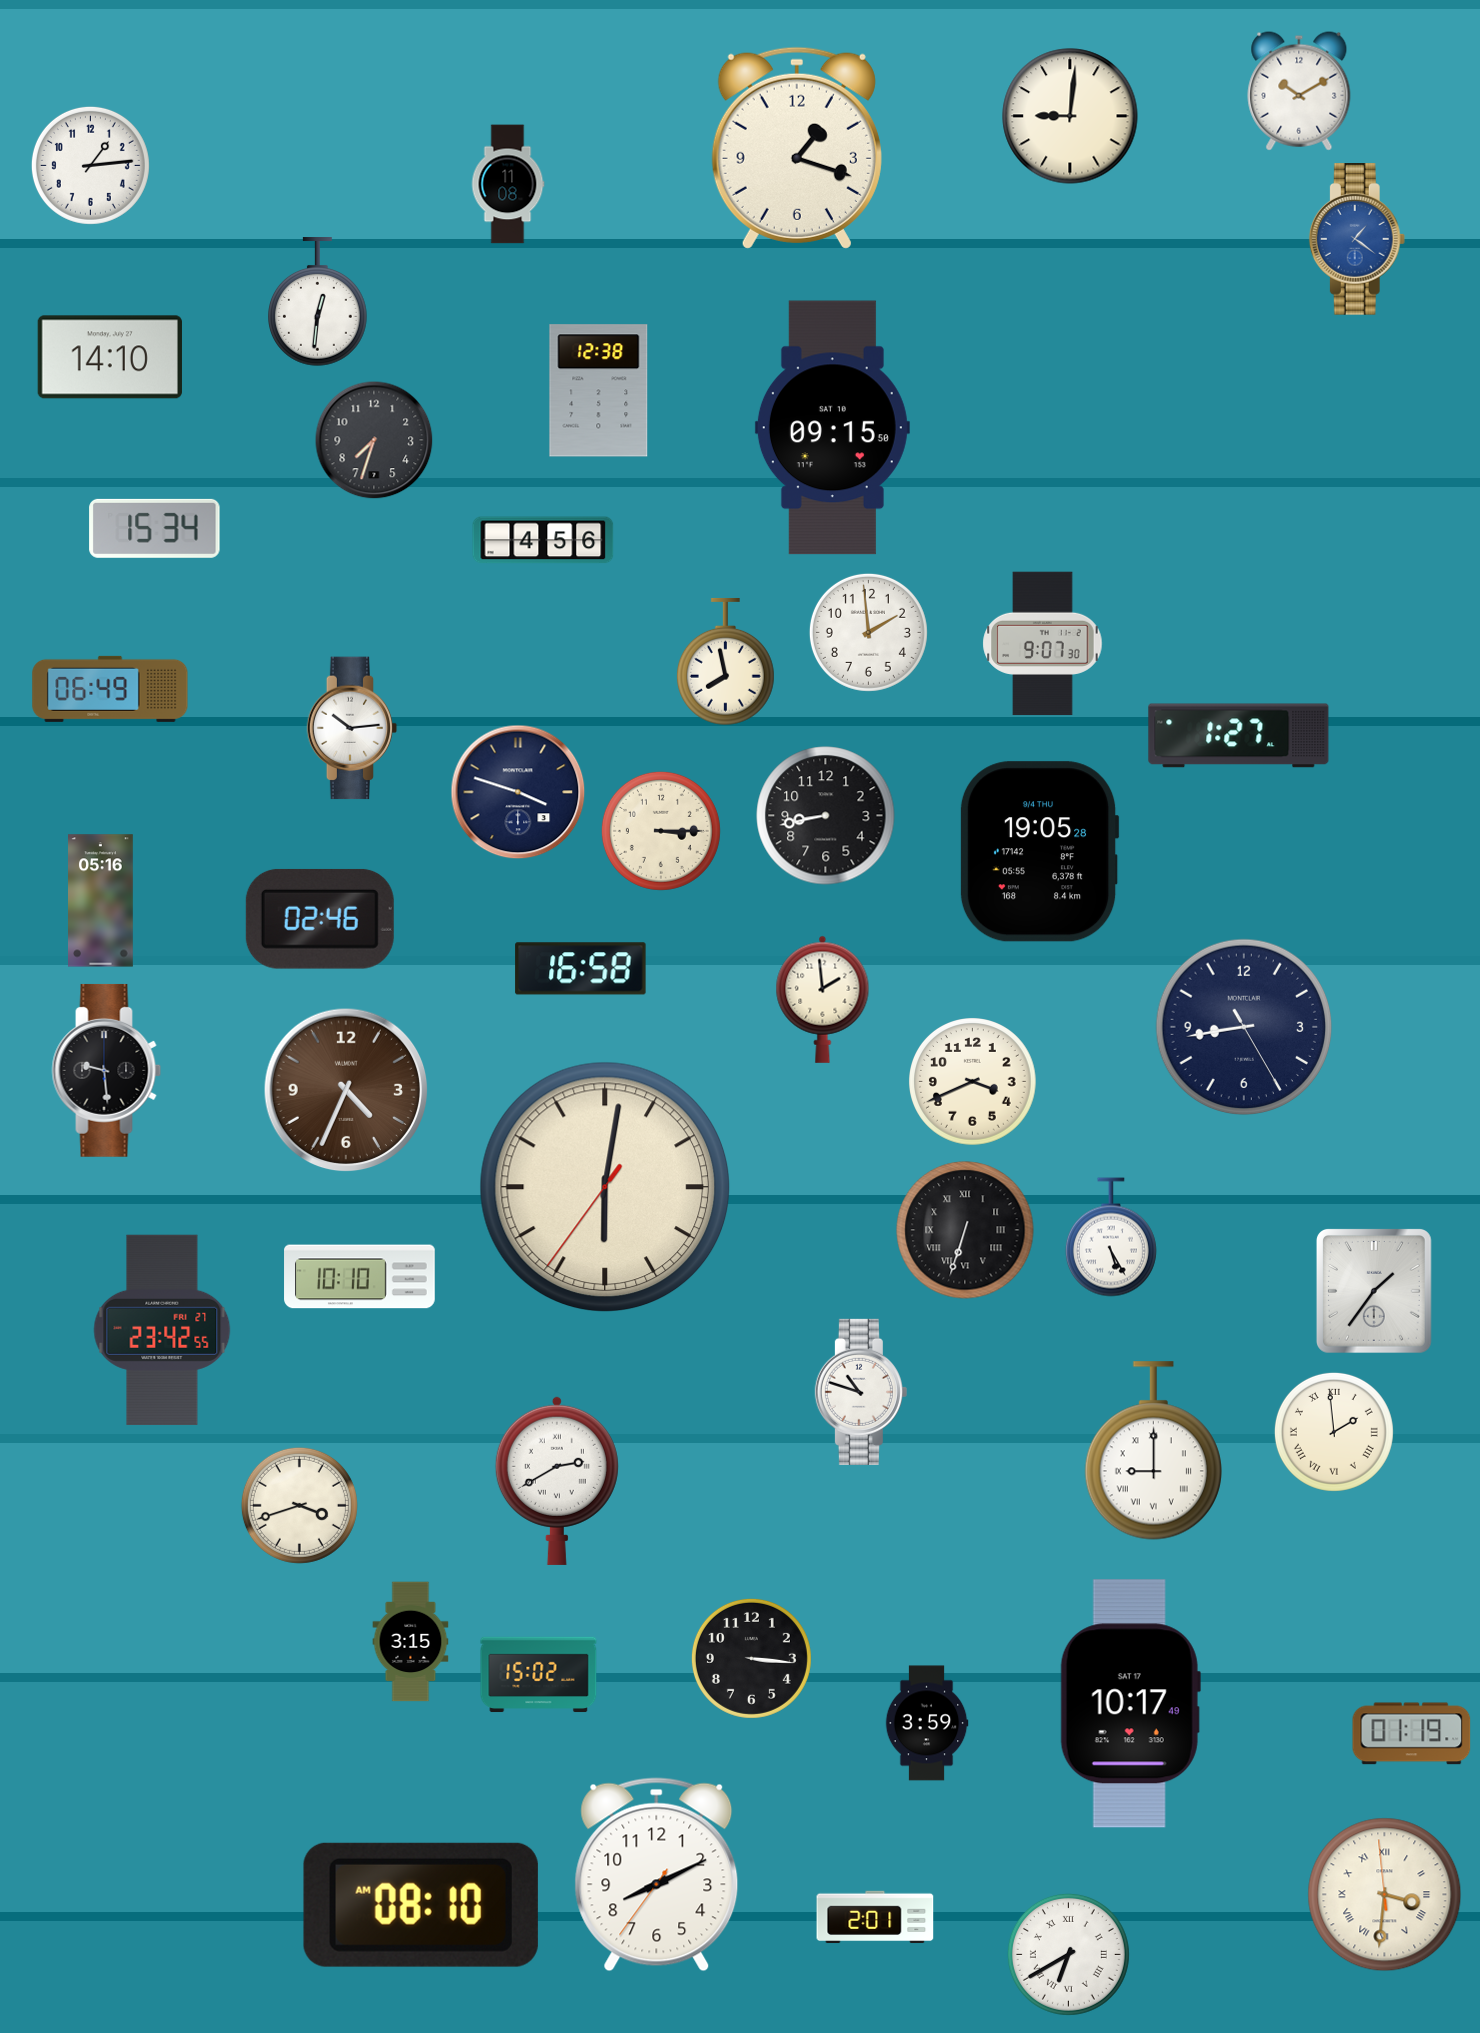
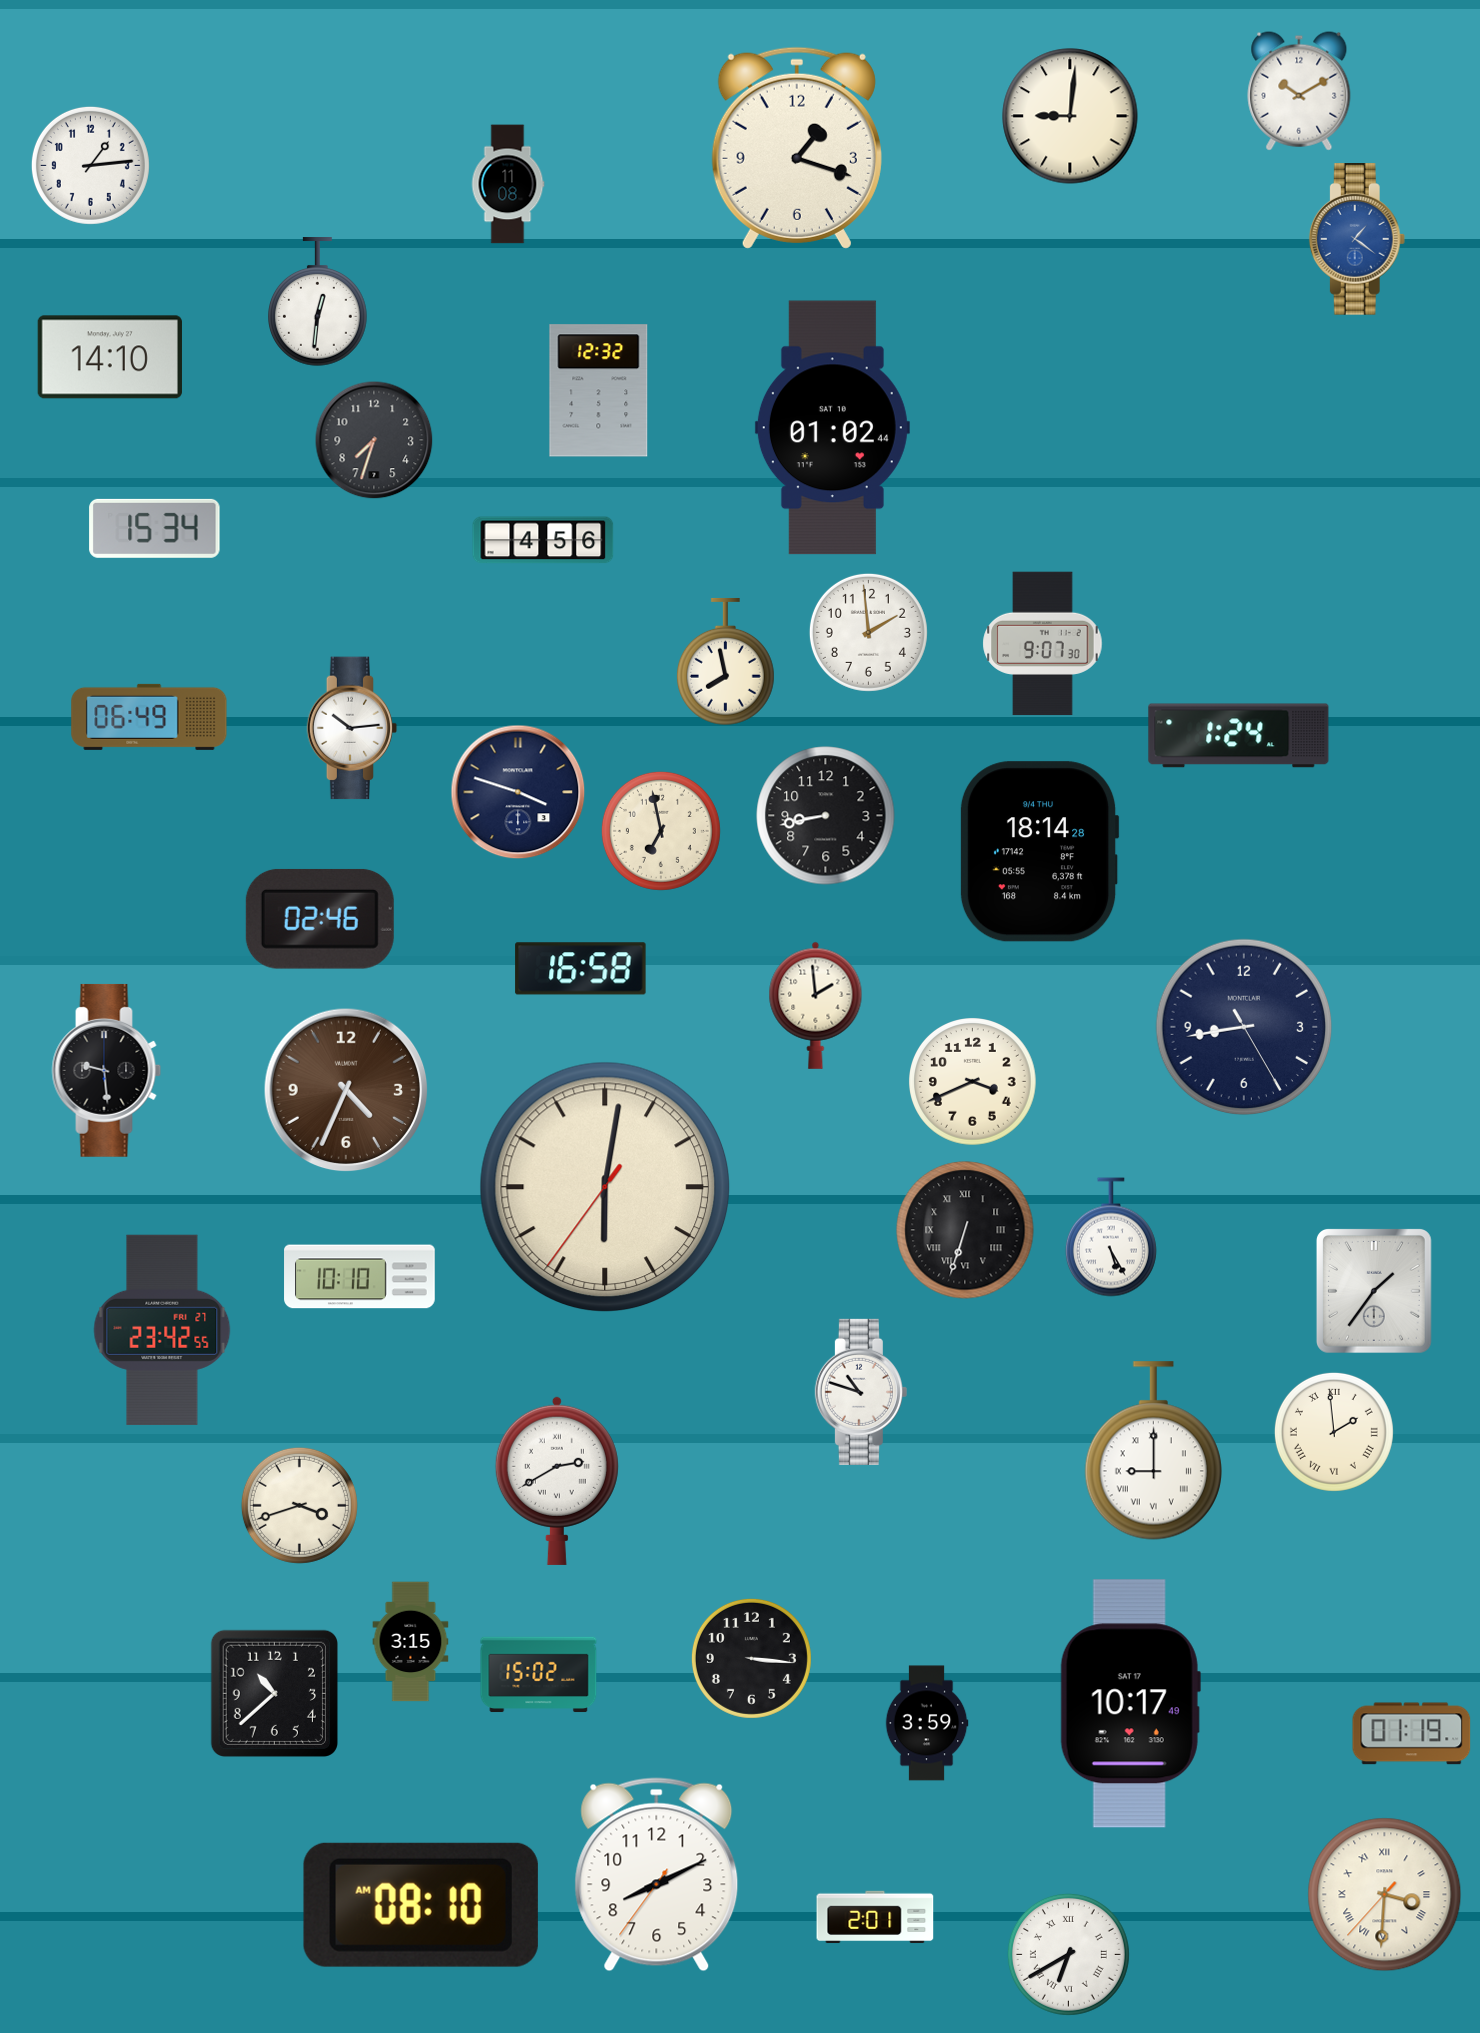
clock at (599, 391): 12:38 -> 12:32
clock at (832, 428): 09:15 -> 01:02
clock at (110, 689) position: (110, 689) -> (149, 717)
clock at (1239, 736): 1:27 -> 1:24
clock at (661, 831): 3:15 -> 6:58
clock at (1039, 852): 19:05 -> 18:14
clock at (101, 901): 05:16 -> none
clock at (823, 999) position: (823, 999) -> (816, 1005)
clock at (274, 1693): none -> 10:38
clock at (1385, 1895): 3:30:59 -> 3:30:37
